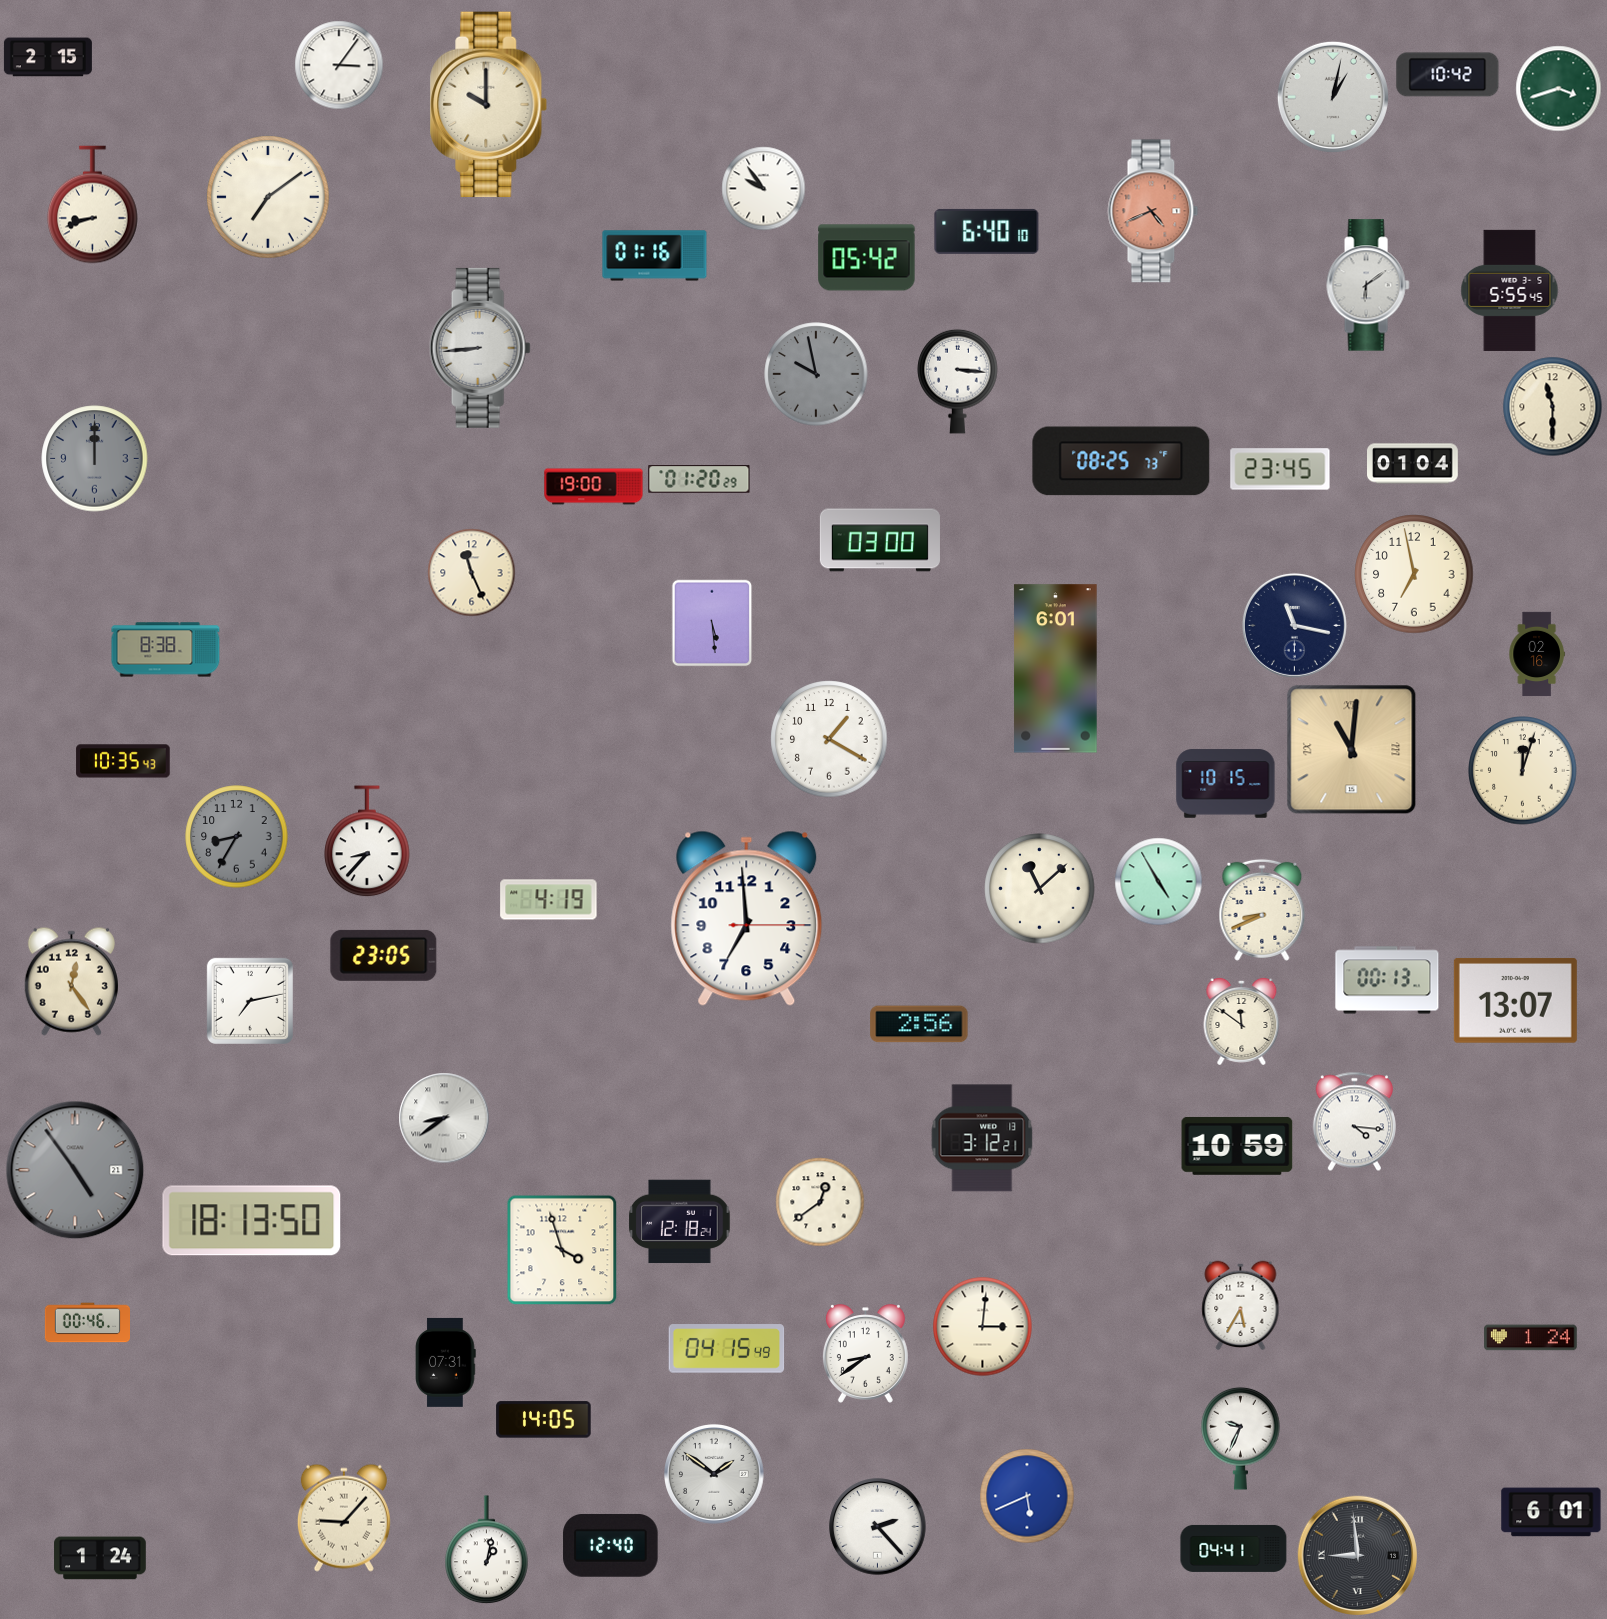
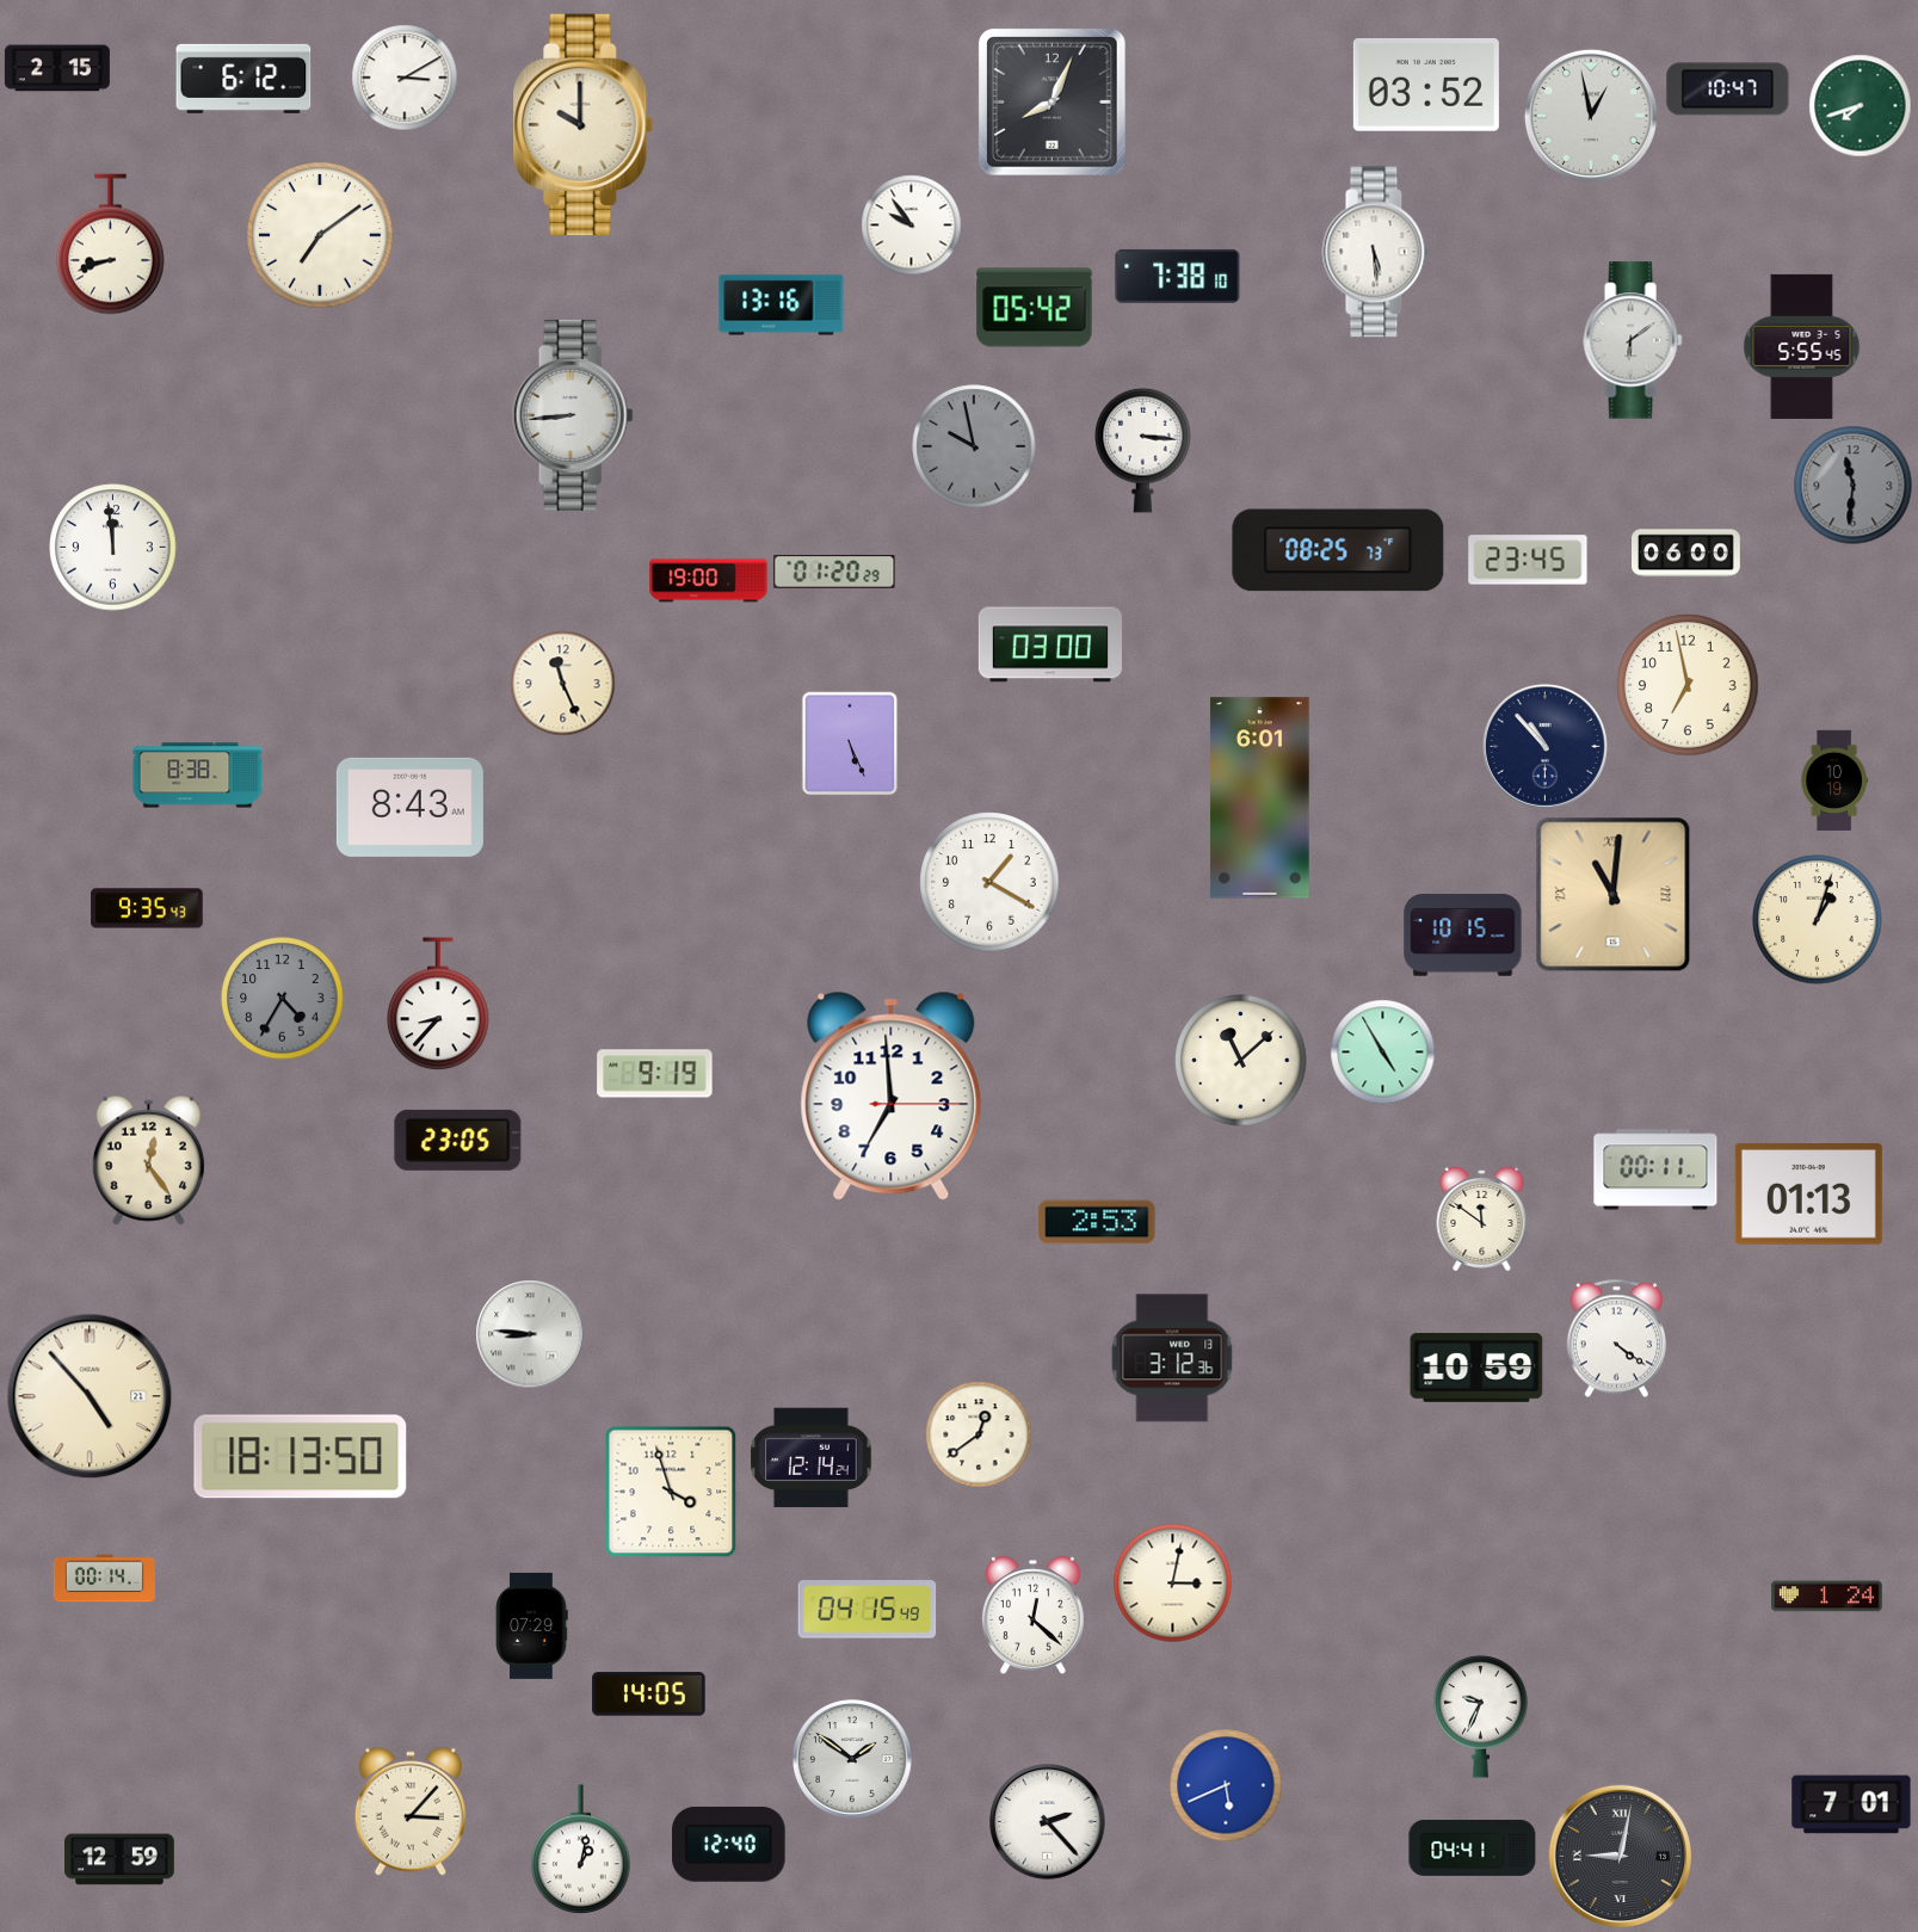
clock at (339, 65): 3:06 -> 3:10
clock at (243, 79): none -> 6:12
clock at (1426, 86): none -> 03:52
clock at (1448, 75): 10:42 -> 10:47
clock at (1053, 103): none -> 8:04
clock at (1559, 89): 3:42 -> 7:42
clock at (1333, 97): 1:02 -> 12:58
clock at (1153, 211): 4:41 -> 5:29
clock at (1153, 211) dial: salmon -> white
clock at (987, 231): 6:40 -> 7:38
clock at (655, 256): 01:16 -> 13:16
clock at (958, 381) position: (958, 381) -> (1143, 450)
clock at (1553, 407): 11:30 -> 11:31
clock at (1553, 407) dial: cream -> grey
clock at (95, 459): 12:00 -> 11:59
clock at (95, 459) dial: grey -> white
clock at (1413, 464): 01:04 -> 06:00
clock at (712, 623): 5:29 -> 5:26
clock at (1294, 625): 11:17 -> 10:53
clock at (1537, 654): 02:16 -> 10:19
clock at (409, 807): none -> 8:43
clock at (123, 761): 10:35 -> 9:35
clock at (1523, 771): 12:03 -> 1:03
clock at (237, 837): 8:35 -> 4:35
clock at (549, 900): 4:19 -> 9:19
clock at (1262, 910): 8:41 -> none
clock at (1387, 980): 00:13 -> 00:11
clock at (71, 981) position: (71, 981) -> (148, 1160)
clock at (250, 1001): 7:13 -> none
clock at (1515, 1001): 13:07 -> 01:13
clock at (919, 1024): 2:56 -> 2:53
clock at (444, 1118): 8:39 -> 8:46
clock at (1354, 1122): 4:16 -> 4:21
clock at (982, 1138): 3:12:21 -> 3:12:36
clock at (75, 1170): 4:54 -> 4:53
clock at (75, 1170) dial: grey -> cream
clock at (680, 1222): 12:18 -> 12:14
clock at (1241, 1306): 5:35 -> none
clock at (87, 1323): 00:46 -> 00:14
clock at (983, 1327): 3:01 -> 3:02
clock at (865, 1354): 8:39 -> 12:22
clock at (446, 1362): 07:31 -> 07:29
clock at (1551, 1512): 6:01 -> 7:01
clock at (344, 1518): 9:07 -> 3:07
clock at (1357, 1555): 8:59 -> 9:02
clock at (100, 1558): 1:24 -> 12:59
